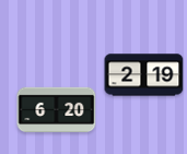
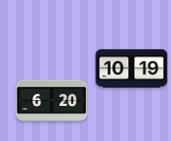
clock at (144, 75): 2:19 -> 10:19
